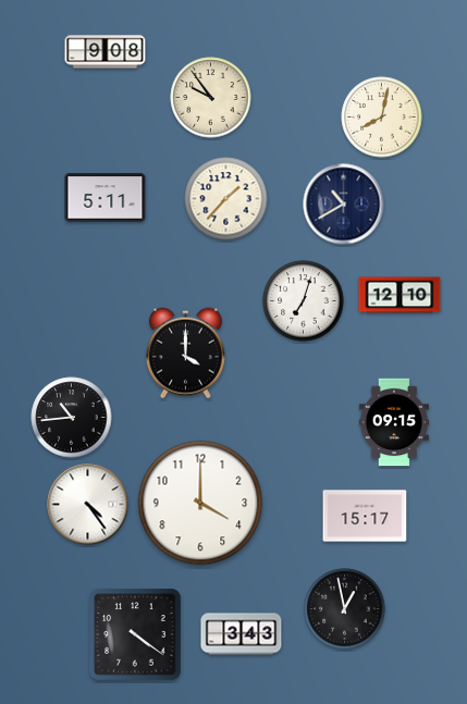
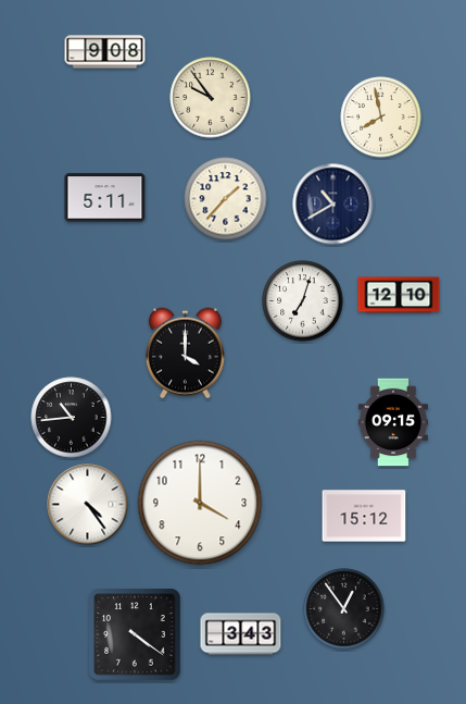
clock at (382, 118): 8:02 -> 7:58
clock at (344, 205) position: (344, 205) -> (333, 205)
clock at (365, 516): 15:17 -> 15:12
clock at (345, 609): 12:58 -> 12:54
